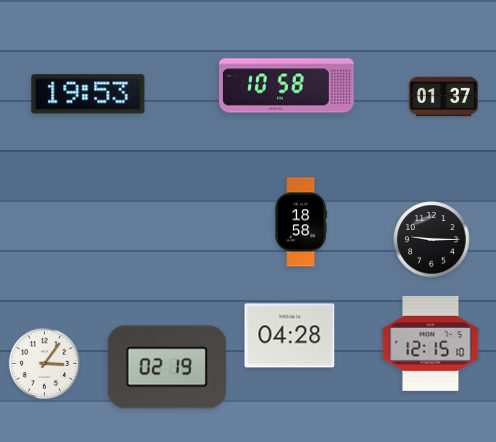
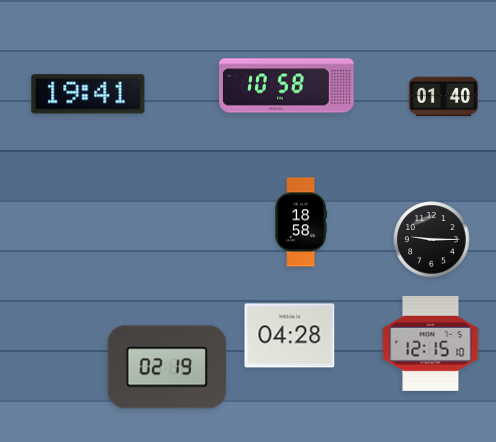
clock at (88, 94): 19:53 -> 19:41
clock at (443, 97): 01:37 -> 01:40
clock at (45, 364): 3:06 -> none
